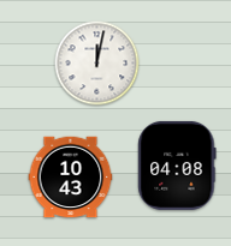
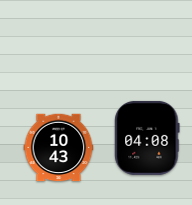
clock at (97, 64): 12:02 -> none
